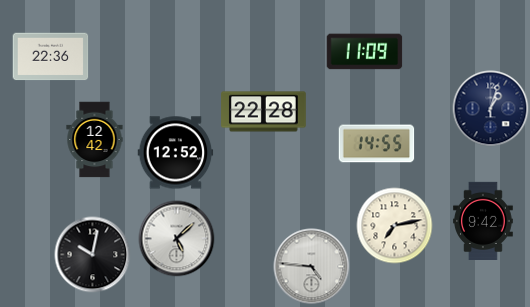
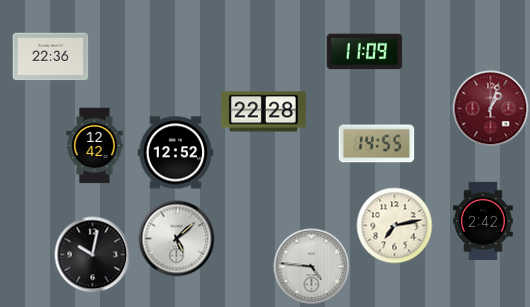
clock at (491, 109) dial: navy -> burgundy
clock at (95, 140) position: (95, 140) -> (95, 146)
clock at (484, 220): 9:42 -> 2:42
